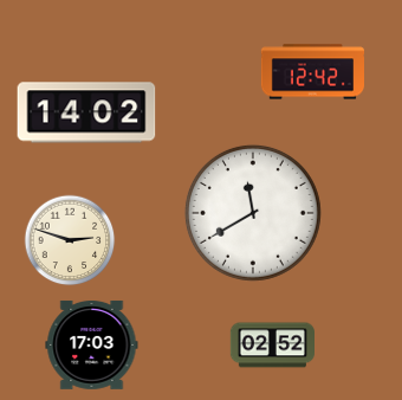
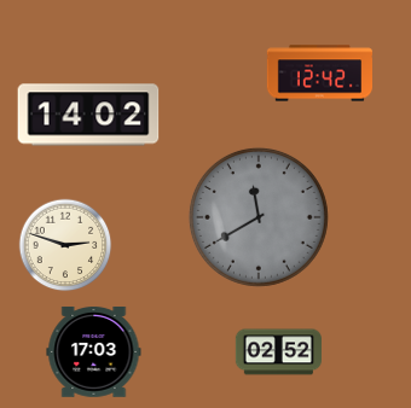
clock at (253, 213) dial: white -> grey
clock at (70, 240) position: (70, 240) -> (65, 245)
